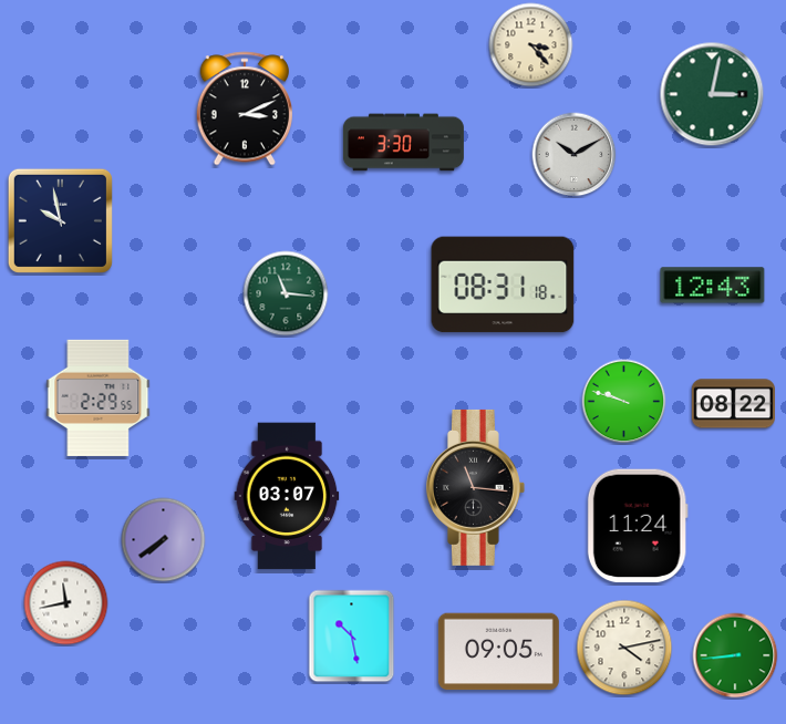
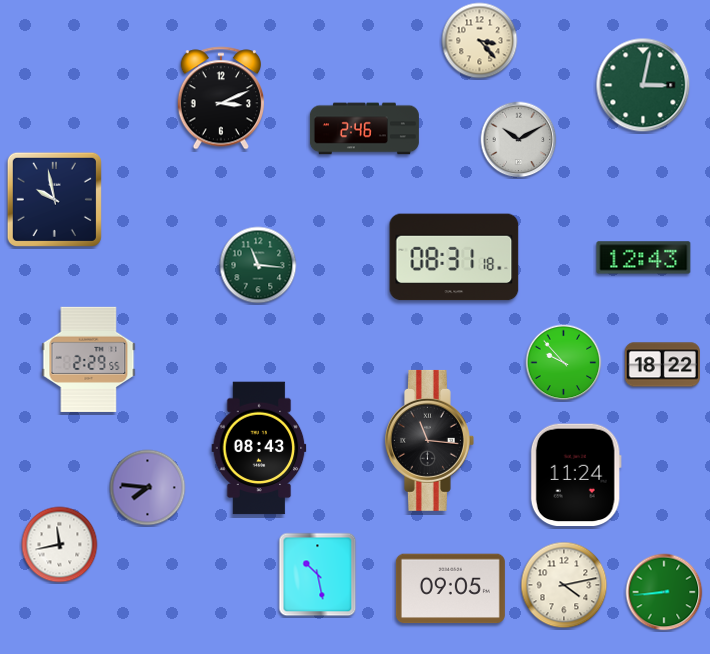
clock at (403, 143): 3:30 -> 2:46
clock at (624, 402): 9:48 -> 9:53
clock at (733, 404): 08:22 -> 18:22
clock at (287, 496): 03:07 -> 08:43
clock at (164, 540): 7:39 -> 7:46
